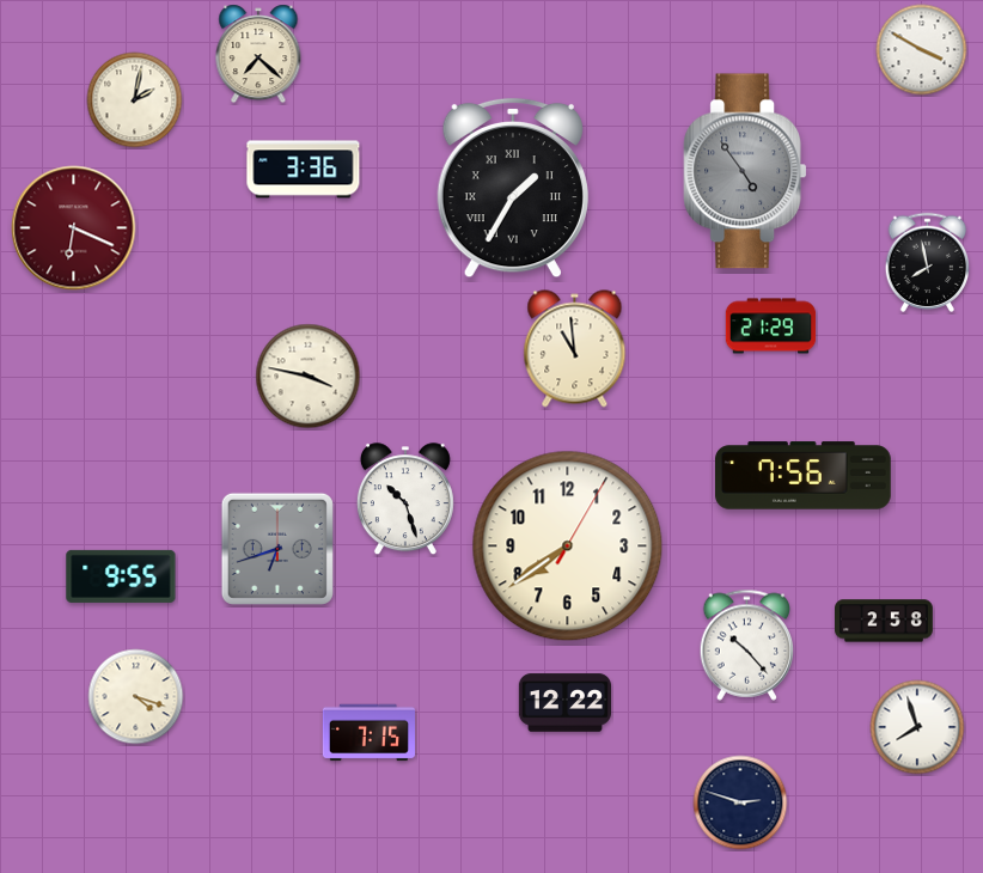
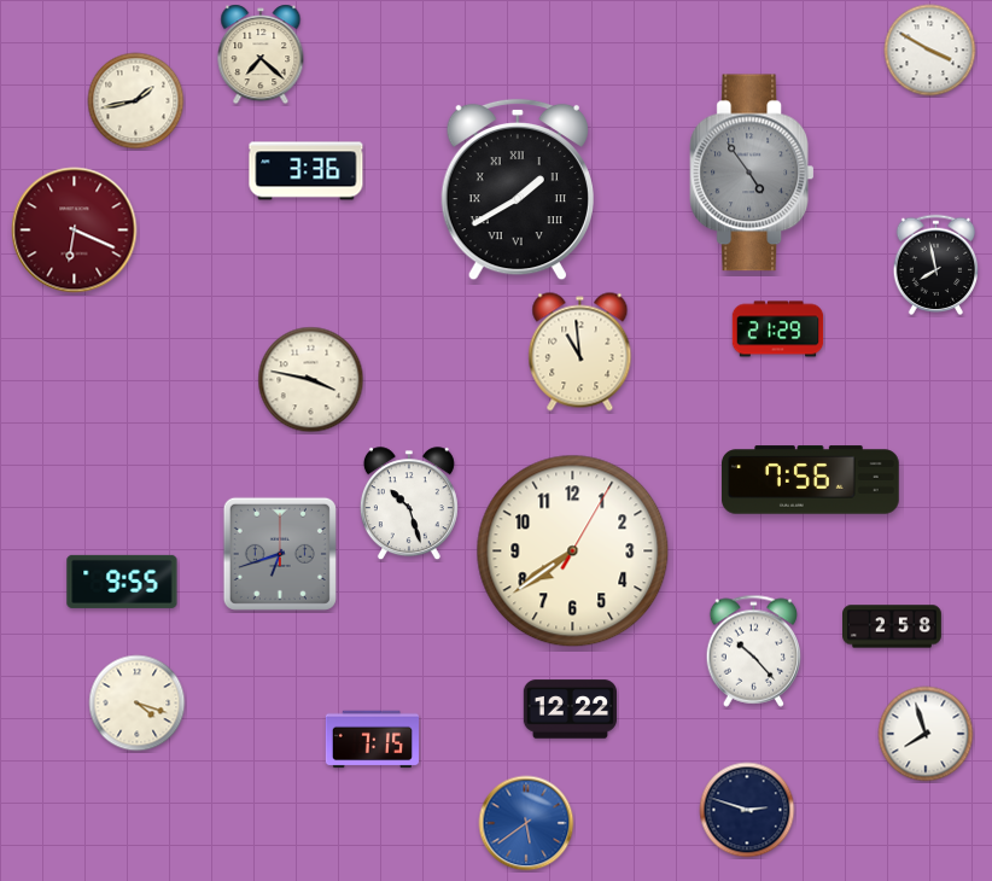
clock at (135, 100): 2:02 -> 1:43
clock at (513, 188): 1:35 -> 1:40
clock at (526, 823): none -> 5:39
